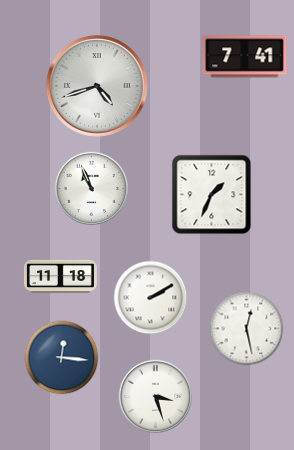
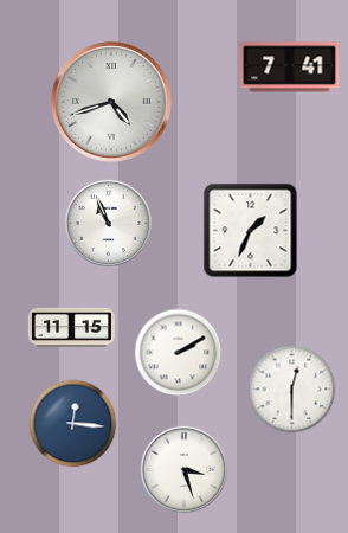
clock at (97, 86) position: (97, 86) -> (111, 102)
clock at (60, 276): 11:18 -> 11:15
clock at (247, 329): 12:28 -> 12:30
